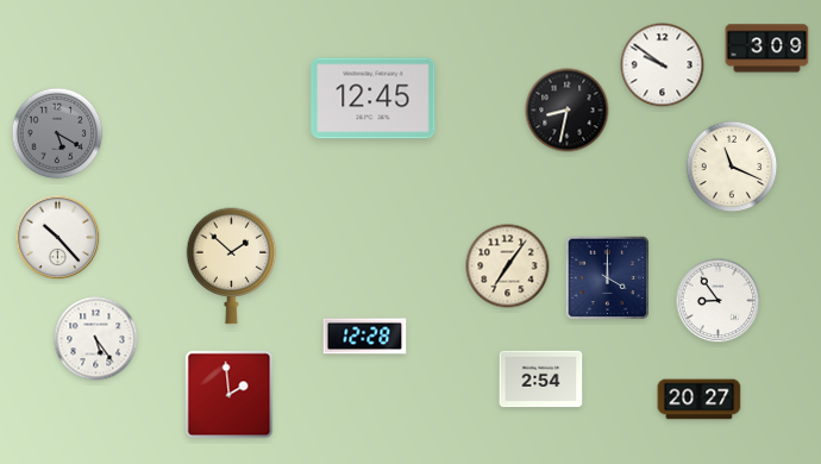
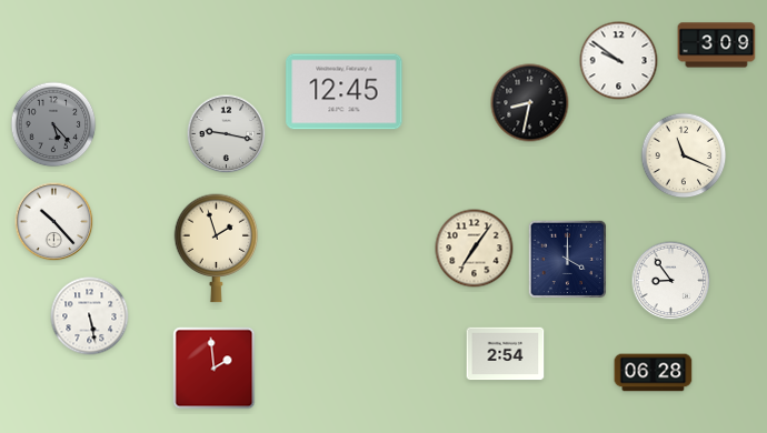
clock at (374, 99) position: (374, 99) -> (345, 92)
clock at (57, 133): 5:20 -> 5:23
clock at (227, 134): none -> 9:17
clock at (232, 267): 1:52 -> 1:57
clock at (365, 337): 12:28 -> none
clock at (96, 339): 5:24 -> 5:28
clock at (700, 400): 20:27 -> 06:28
